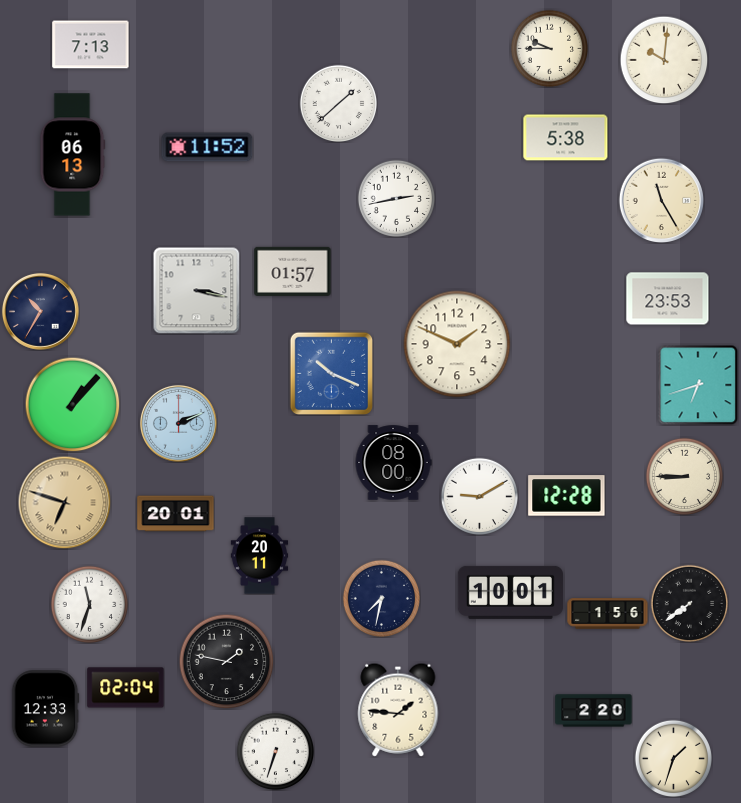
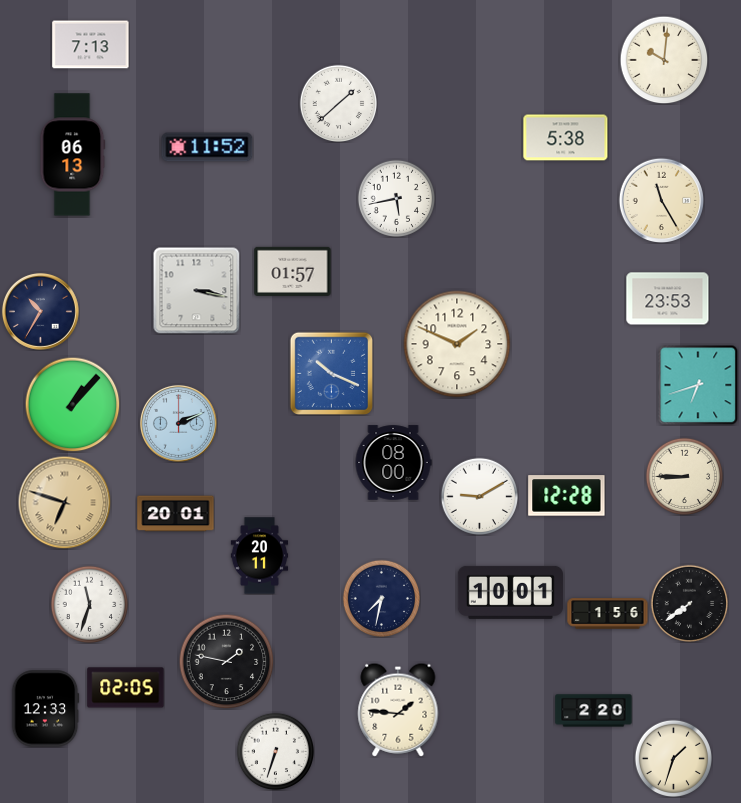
clock at (549, 48): 9:45 -> none
clock at (396, 198): 2:43 -> 5:43
clock at (126, 688): 02:04 -> 02:05
